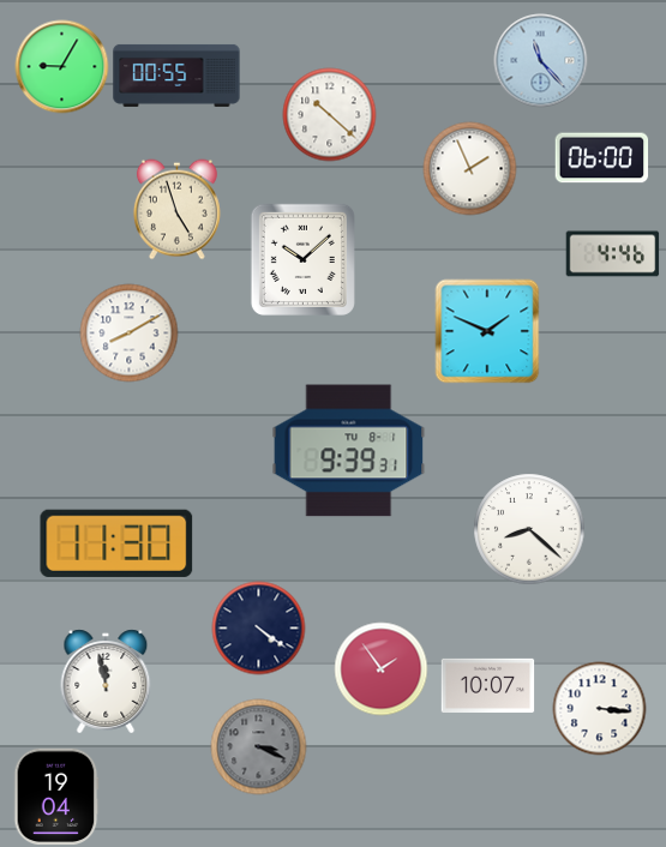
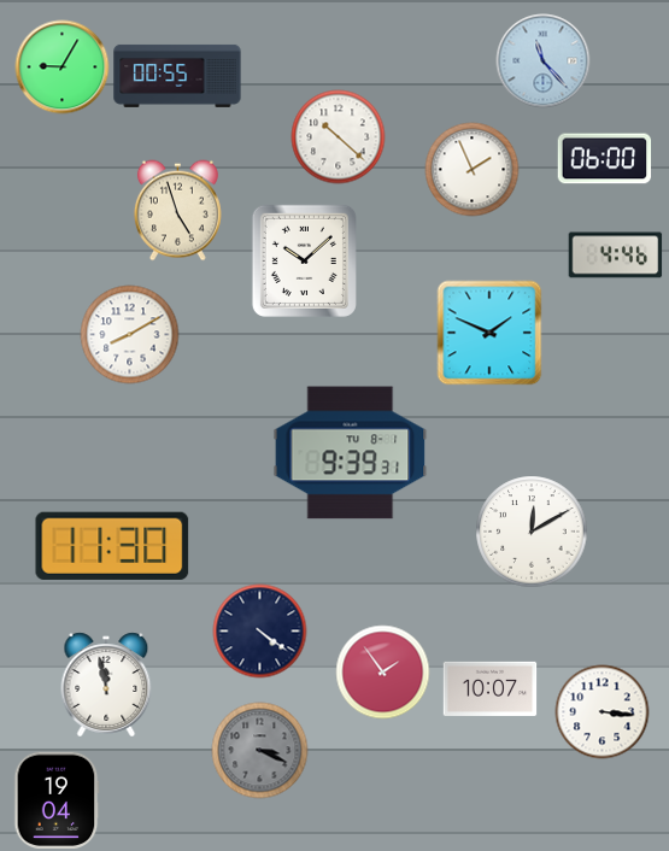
clock at (329, 114) position: (329, 114) -> (338, 136)
clock at (529, 529): 8:22 -> 12:10
clock at (116, 543) position: (116, 543) -> (112, 546)
